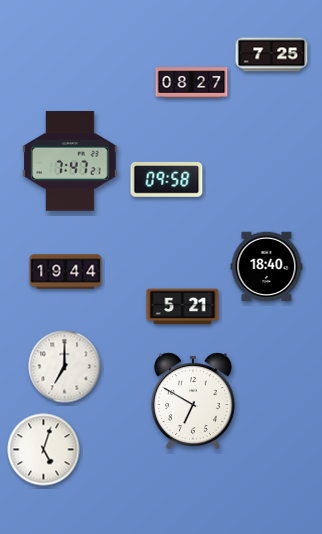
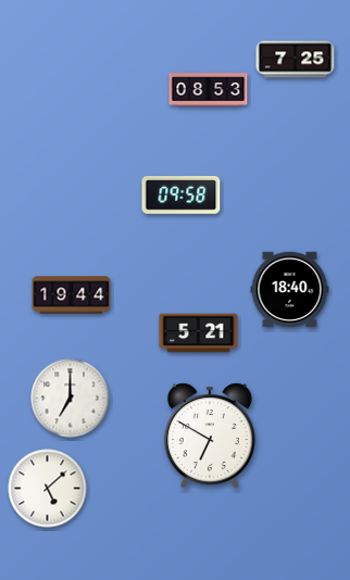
clock at (192, 83): 08:27 -> 08:53
clock at (70, 161): 7:47 -> none
clock at (44, 450): 5:03 -> 5:08
